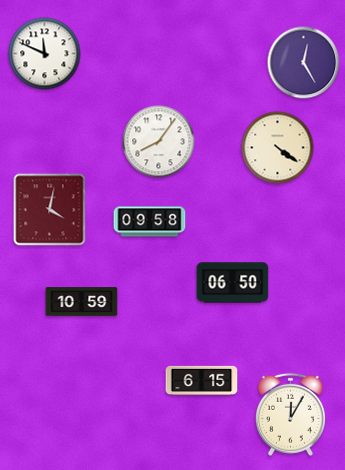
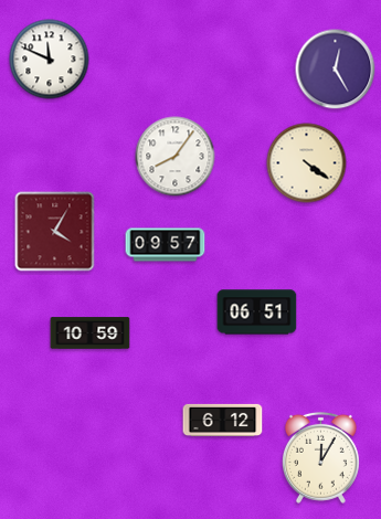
clock at (50, 210): 4:02 -> 4:05
clock at (150, 222): 09:58 -> 09:57
clock at (233, 283): 06:50 -> 06:51
clock at (202, 380): 6:15 -> 6:12
